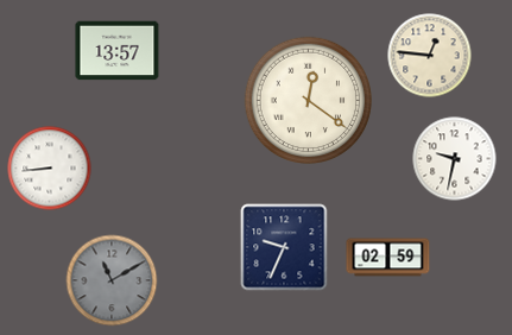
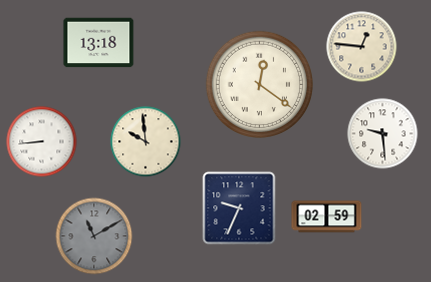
clock at (118, 51): 13:57 -> 13:18
clock at (455, 159): 9:32 -> 9:29
clock at (146, 142): none -> 9:59
